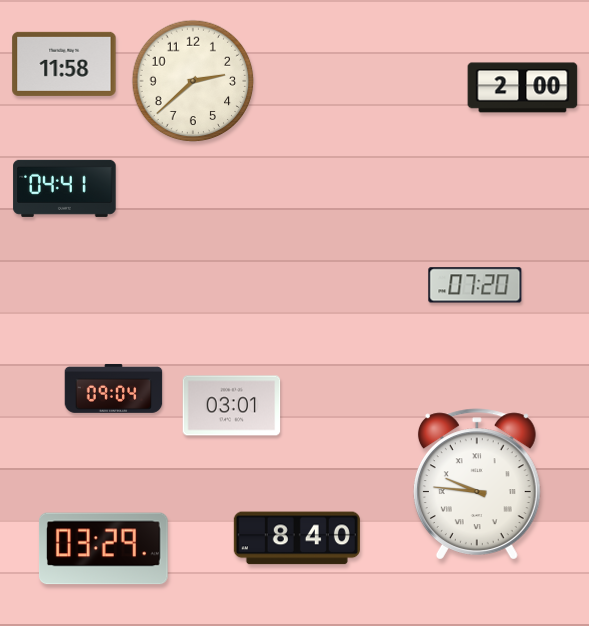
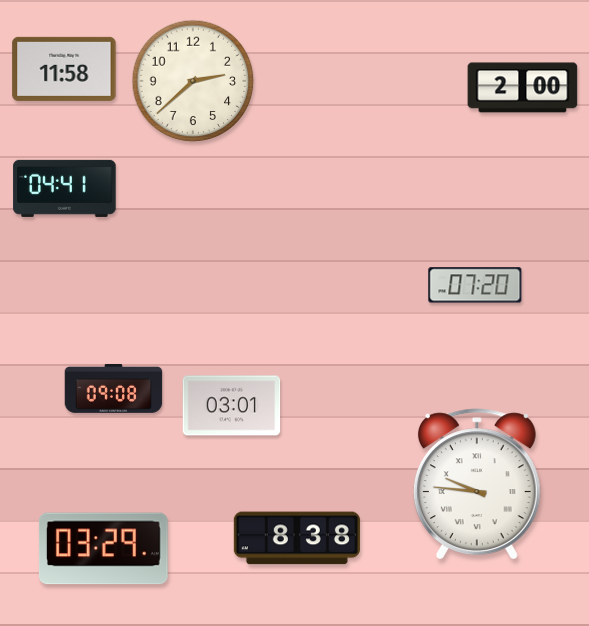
clock at (64, 64) position: (64, 64) -> (64, 69)
clock at (114, 388): 09:04 -> 09:08
clock at (297, 538): 8:40 -> 8:38
